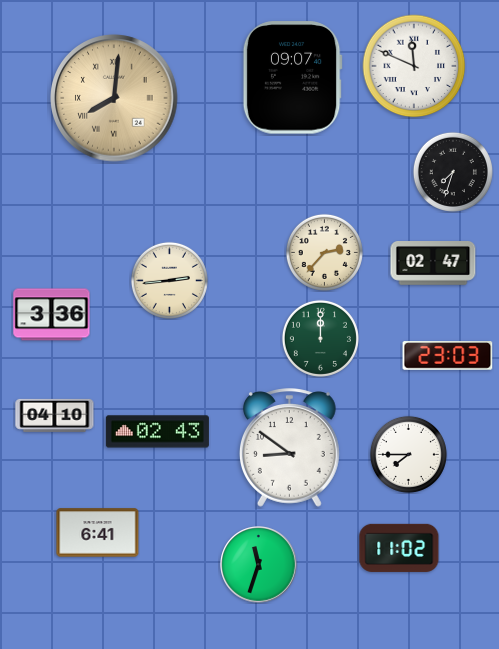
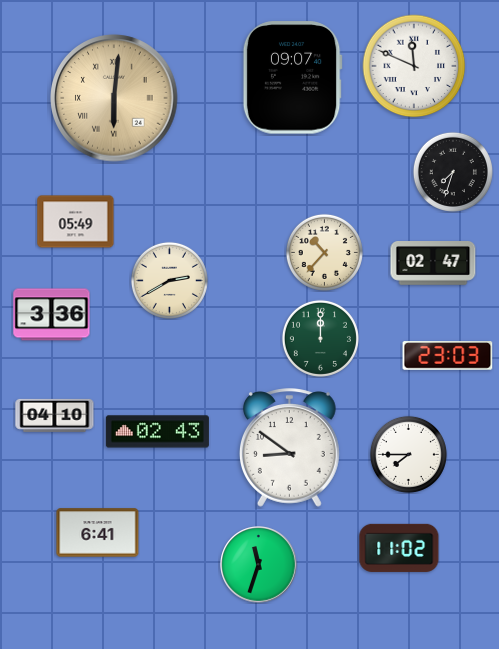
clock at (114, 98): 8:01 -> 6:01
clock at (76, 222): none -> 05:49
clock at (324, 252): 2:37 -> 10:37
clock at (169, 280): 2:44 -> 2:40
